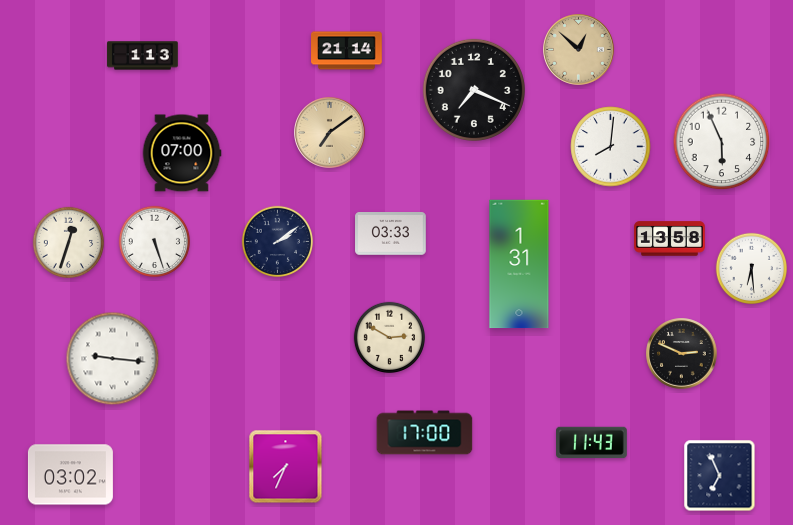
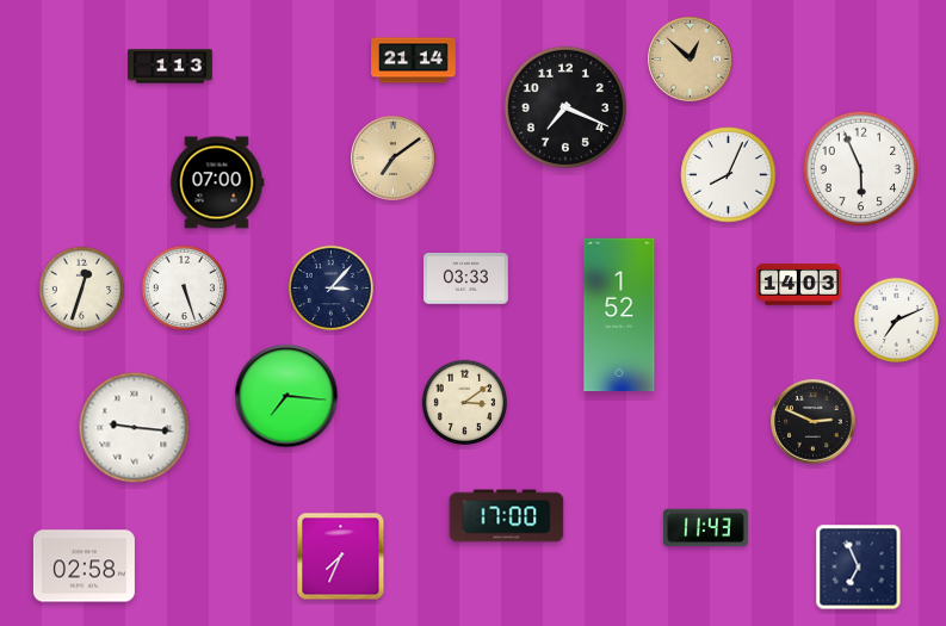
clock at (611, 147): 8:01 -> 8:04
clock at (670, 239): 13:58 -> 14:03
clock at (278, 242): 2:09 -> 3:07
clock at (519, 264): 1:31 -> 1:52
clock at (752, 269): 6:29 -> 7:11
clock at (286, 396): none -> 7:16
clock at (390, 338): 2:50 -> 3:09
clock at (70, 475): 03:02 -> 02:58
